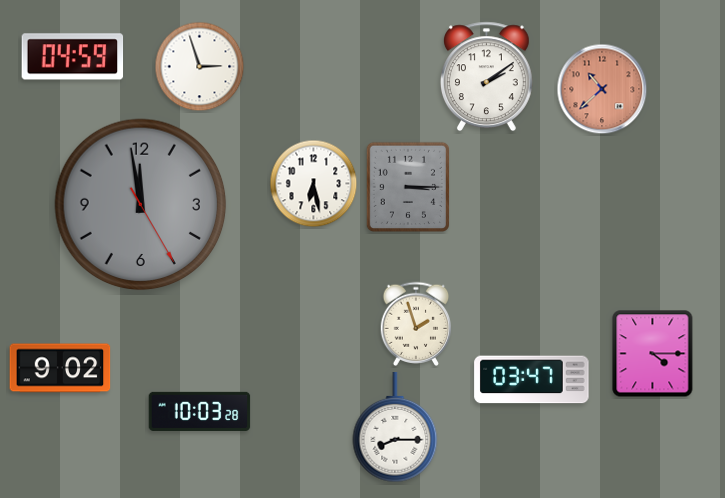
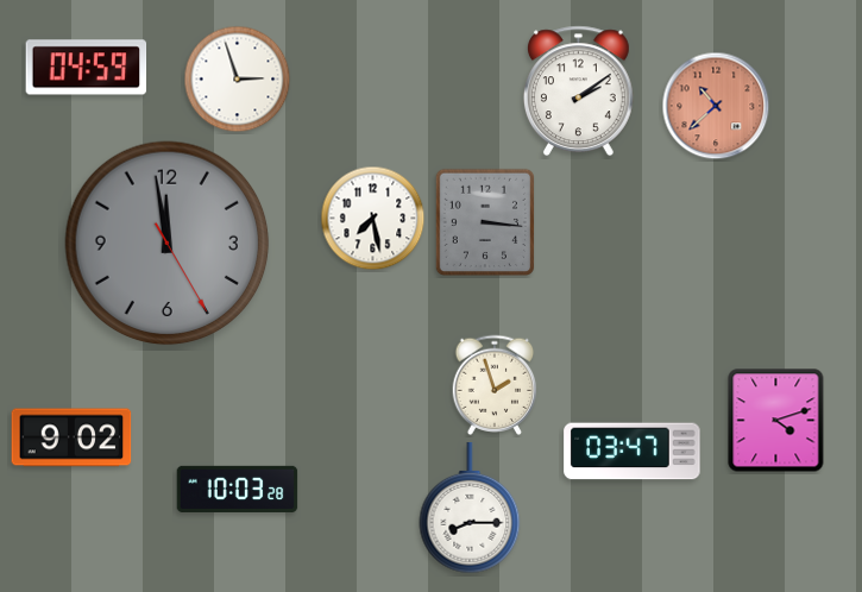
clock at (314, 184): 6:28 -> 7:28
clock at (407, 186): 3:15 -> 3:16
clock at (653, 354): 4:15 -> 4:12
